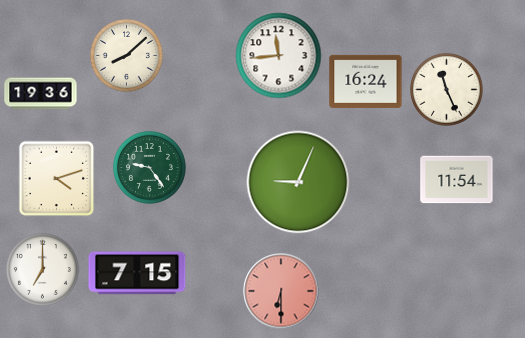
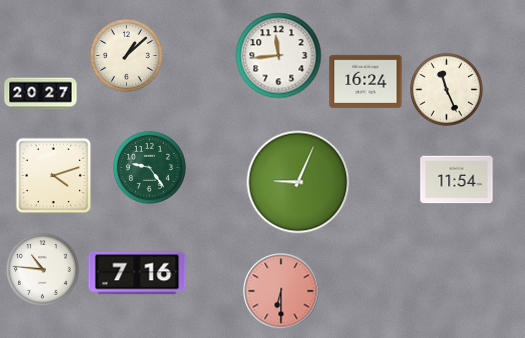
clock at (126, 55): 8:08 -> 1:08
clock at (41, 94): 19:36 -> 20:27
clock at (57, 179) position: (57, 179) -> (54, 176)
clock at (42, 269): 7:00 -> 10:46
clock at (137, 273): 7:15 -> 7:16
